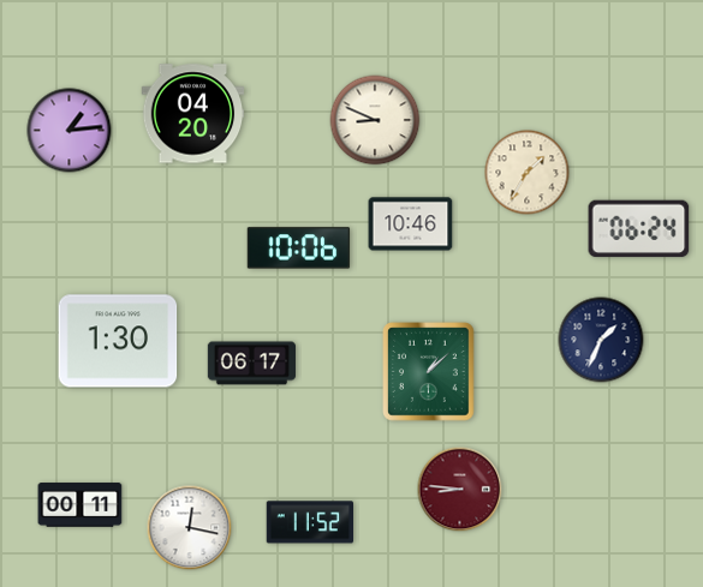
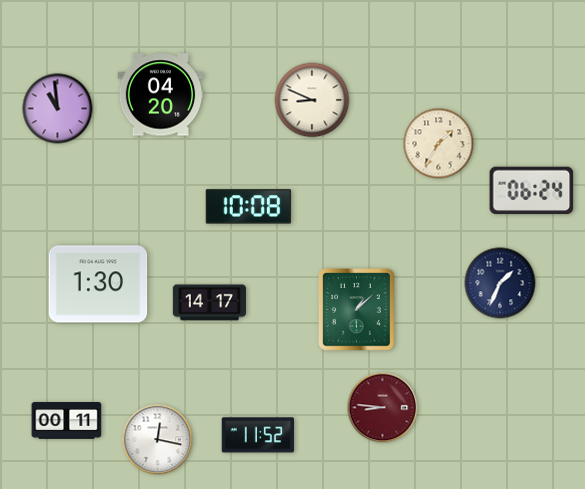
clock at (70, 131): 1:14 -> 10:59
clock at (411, 224): 10:46 -> none
clock at (299, 248): 10:06 -> 10:08
clock at (251, 364): 06:17 -> 14:17
